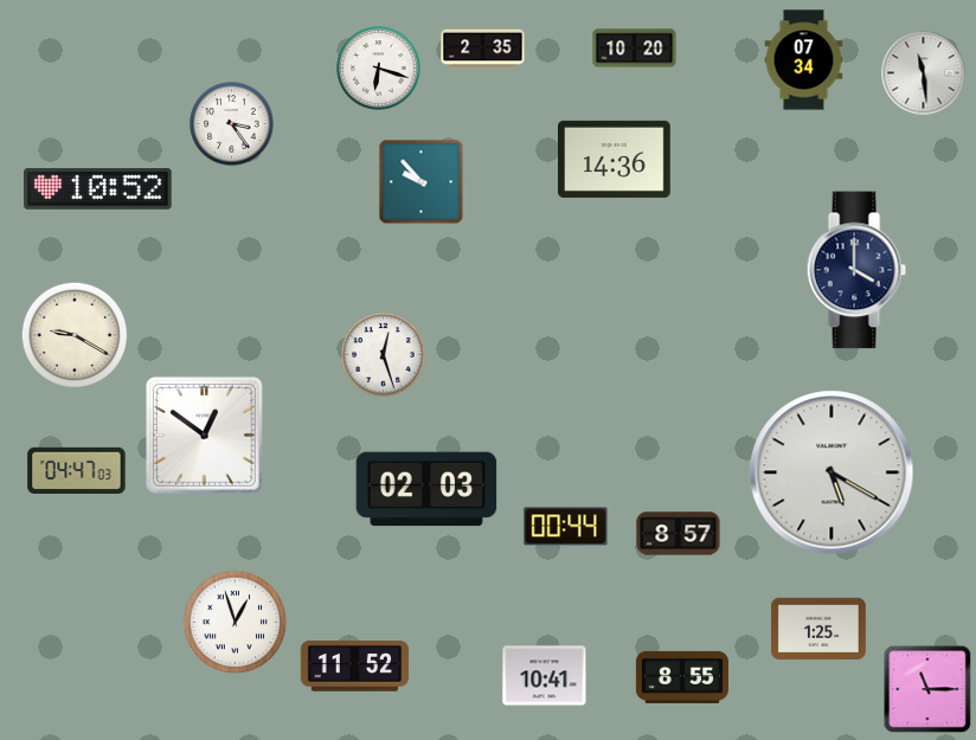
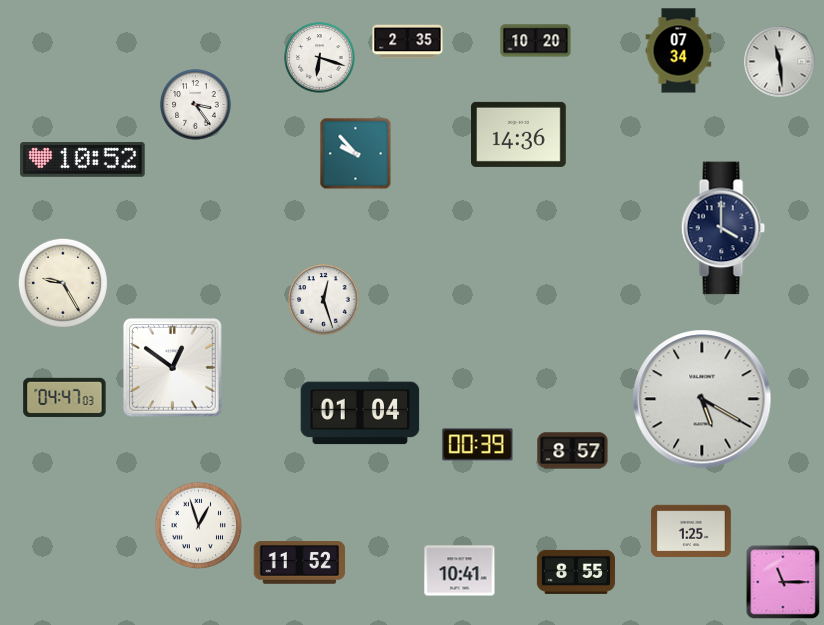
clock at (75, 335): 9:20 -> 9:25
clock at (426, 489): 02:03 -> 01:04
clock at (566, 527): 00:44 -> 00:39
